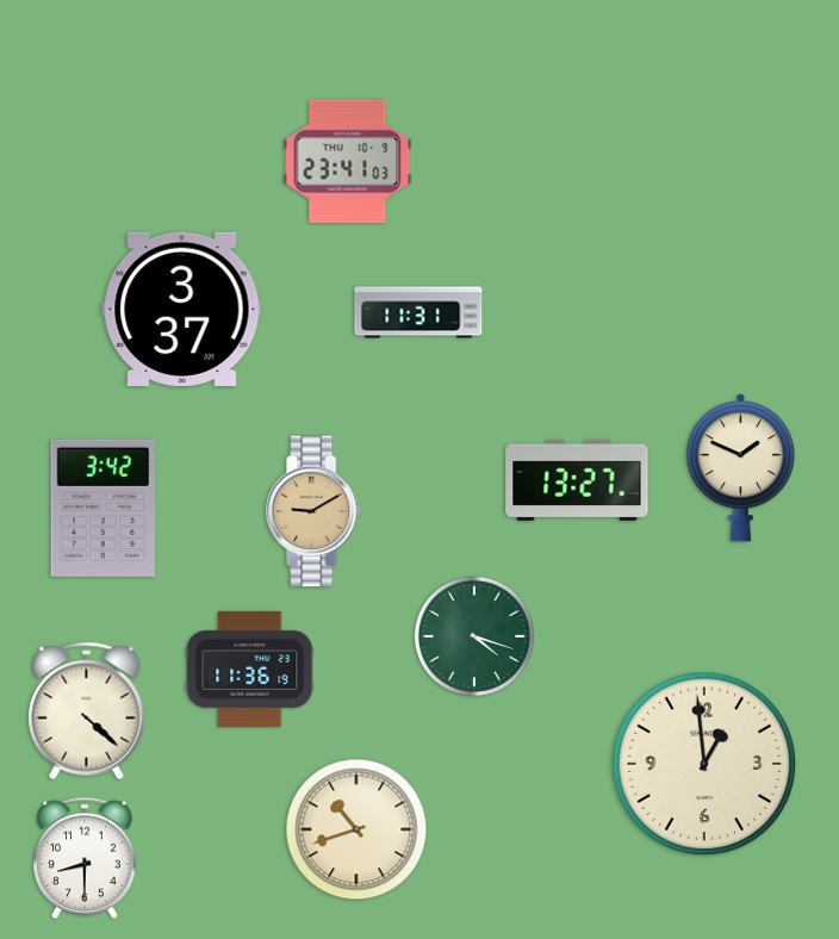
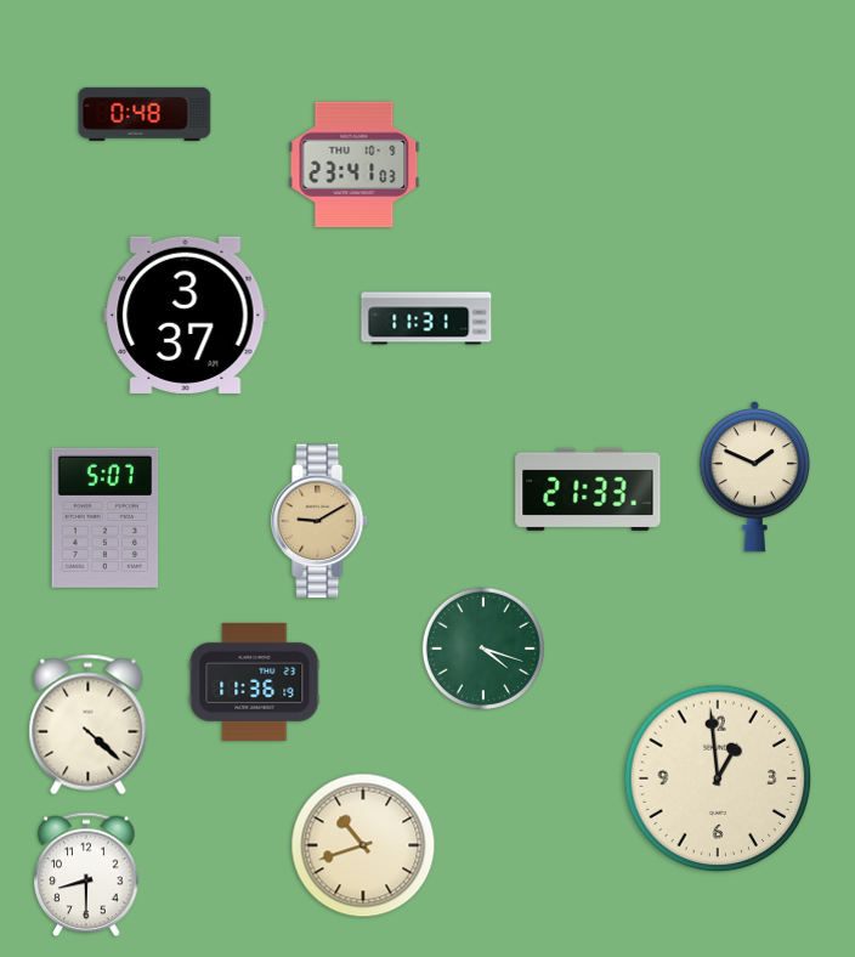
clock at (145, 114): none -> 0:48
clock at (577, 480): 13:27 -> 21:33
clock at (104, 508): 3:42 -> 5:07
